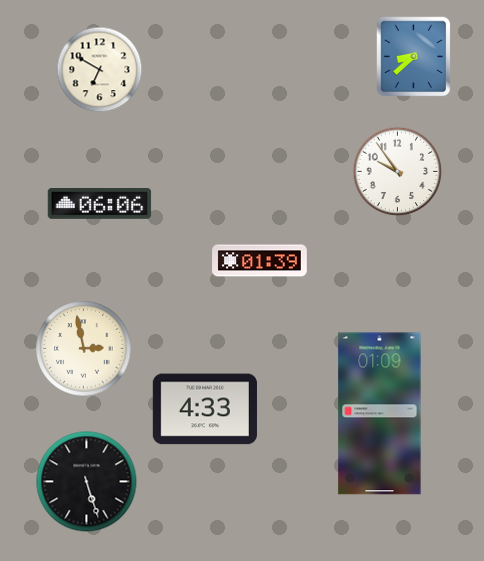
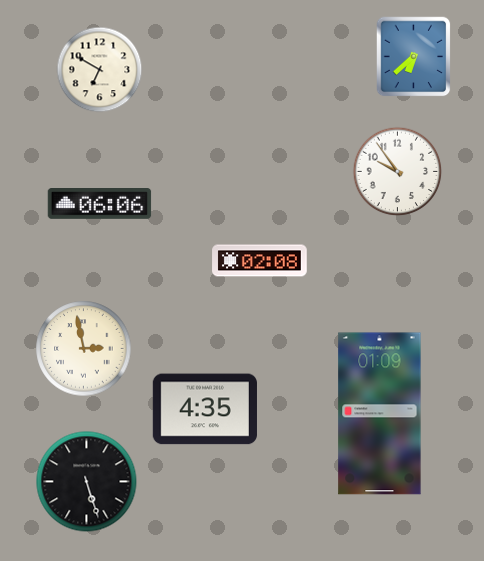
clock at (414, 57): 8:38 -> 6:38
clock at (260, 261): 01:39 -> 02:08
clock at (205, 409): 4:33 -> 4:35
